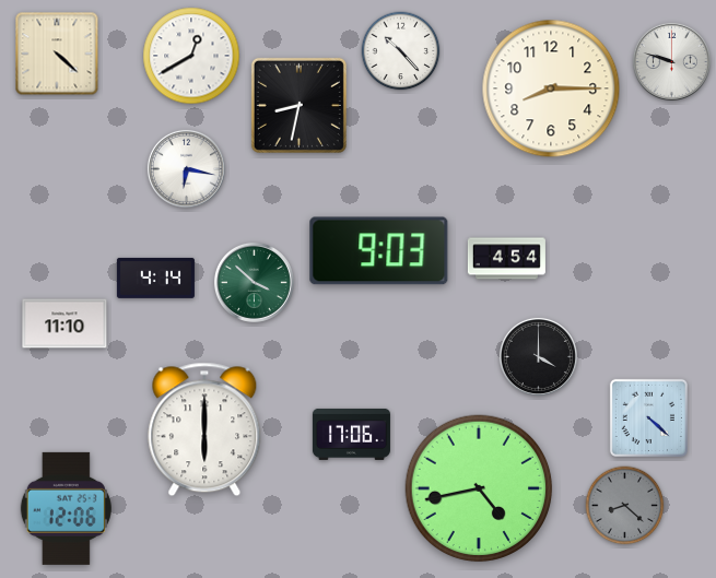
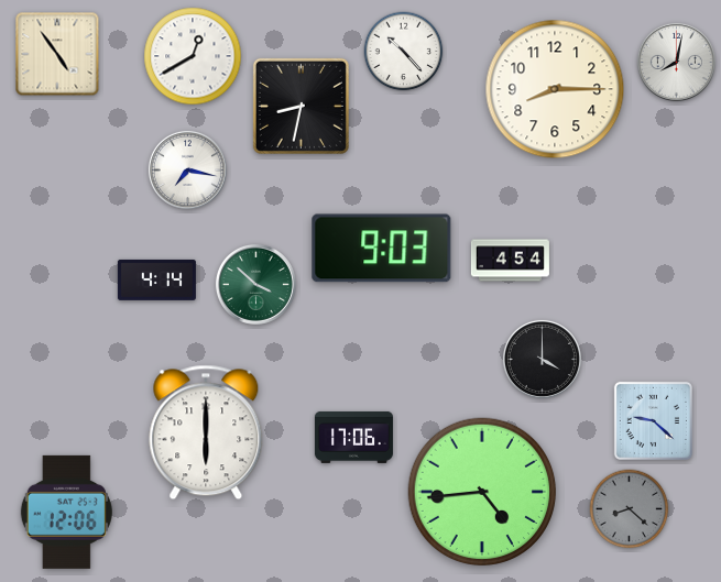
clock at (57, 54): 4:22 -> 4:54
clock at (671, 61): 9:48 -> 8:02
clock at (186, 168): 6:17 -> 7:17
clock at (379, 251) position: (379, 251) -> (382, 249)
clock at (64, 323): 11:10 -> none
clock at (648, 417): 4:22 -> 9:22
clock at (479, 488): 4:43 -> 4:44
